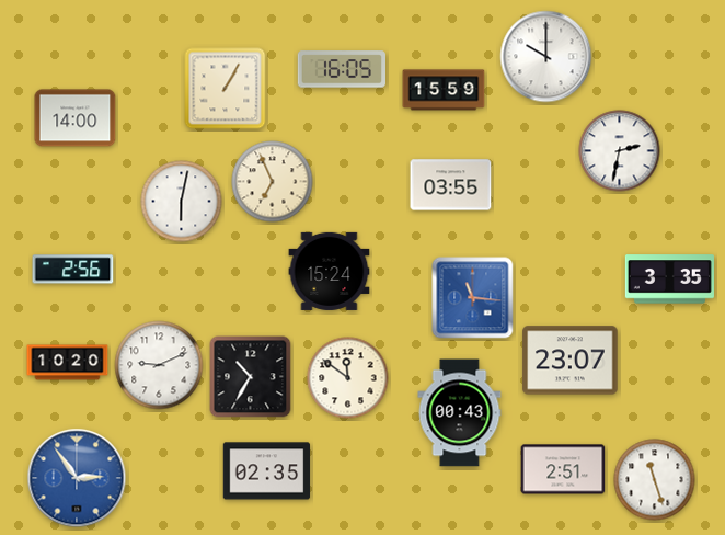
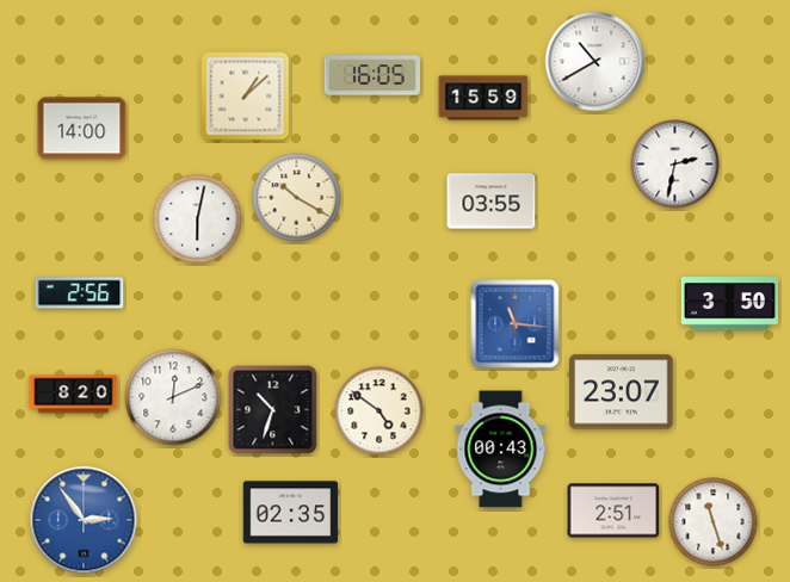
clock at (546, 57): 10:00 -> 10:40
clock at (226, 89): 1:05 -> 1:08
clock at (273, 182): 6:56 -> 10:20
clock at (330, 271): 15:24 -> none
clock at (669, 280): 3:35 -> 3:50
clock at (68, 363): 10:20 -> 8:20
clock at (159, 365): 9:11 -> 12:11
clock at (251, 377): 10:35 -> 10:33
clock at (348, 378): 11:51 -> 4:51
